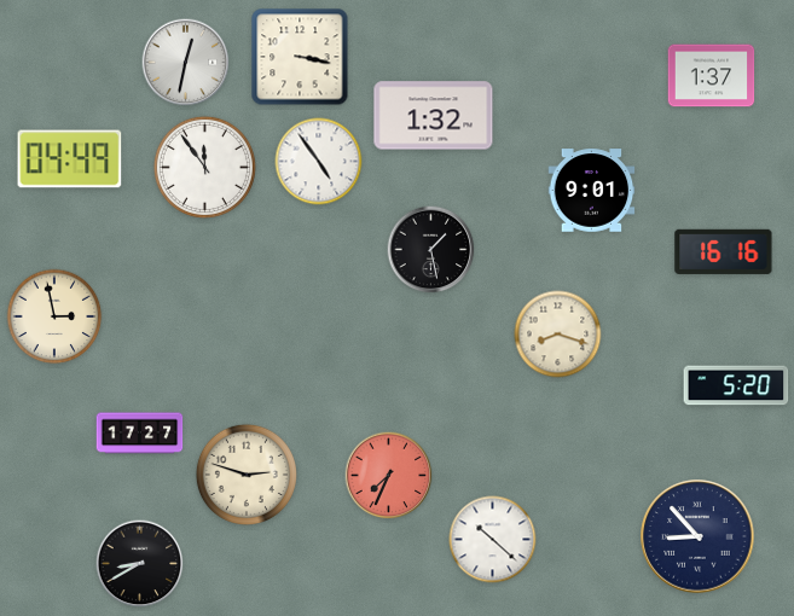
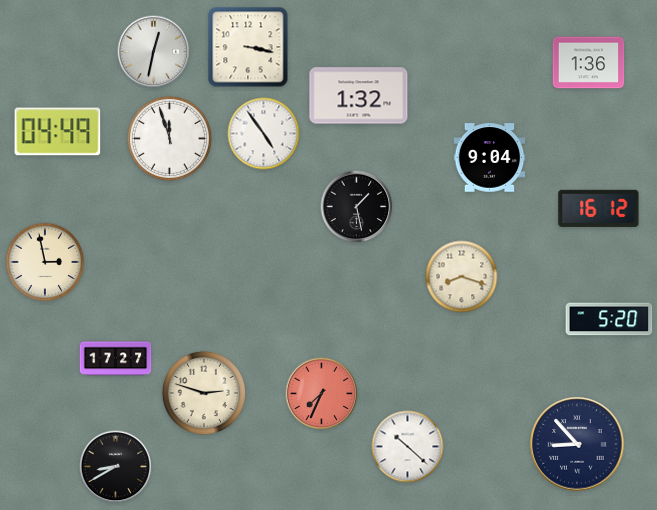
clock at (712, 76): 1:37 -> 1:36
clock at (204, 167): 11:54 -> 11:57
clock at (592, 191): 9:01 -> 9:04
clock at (724, 251): 16:16 -> 16:12
